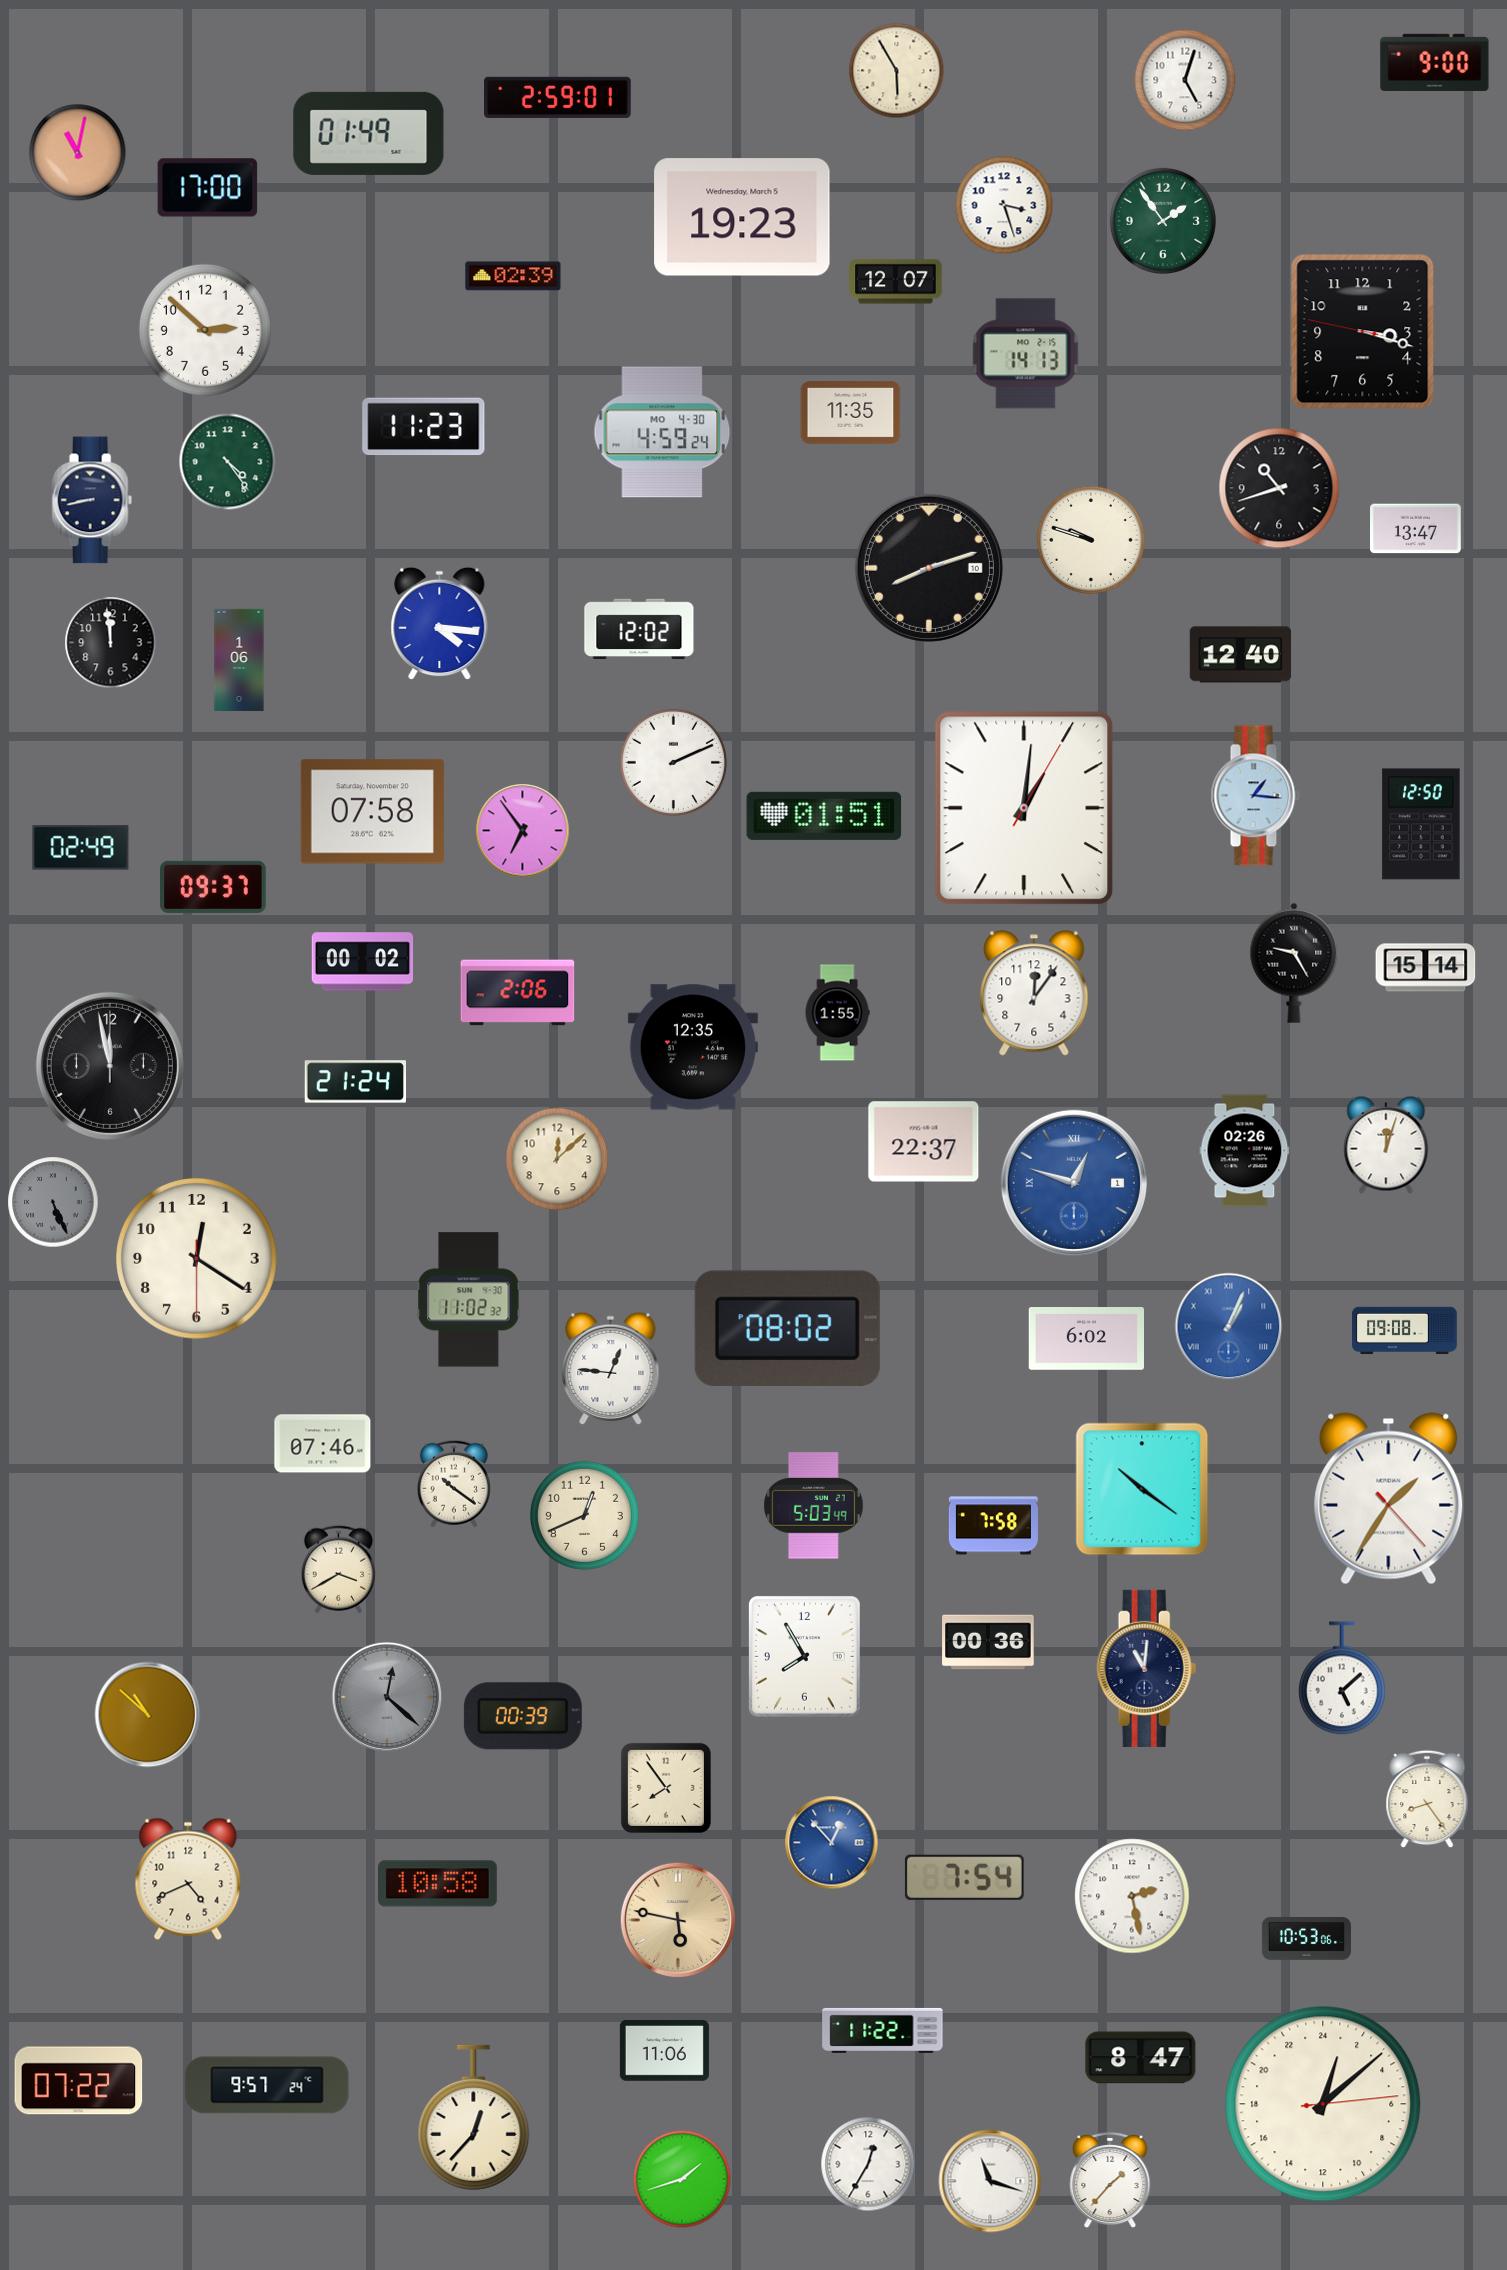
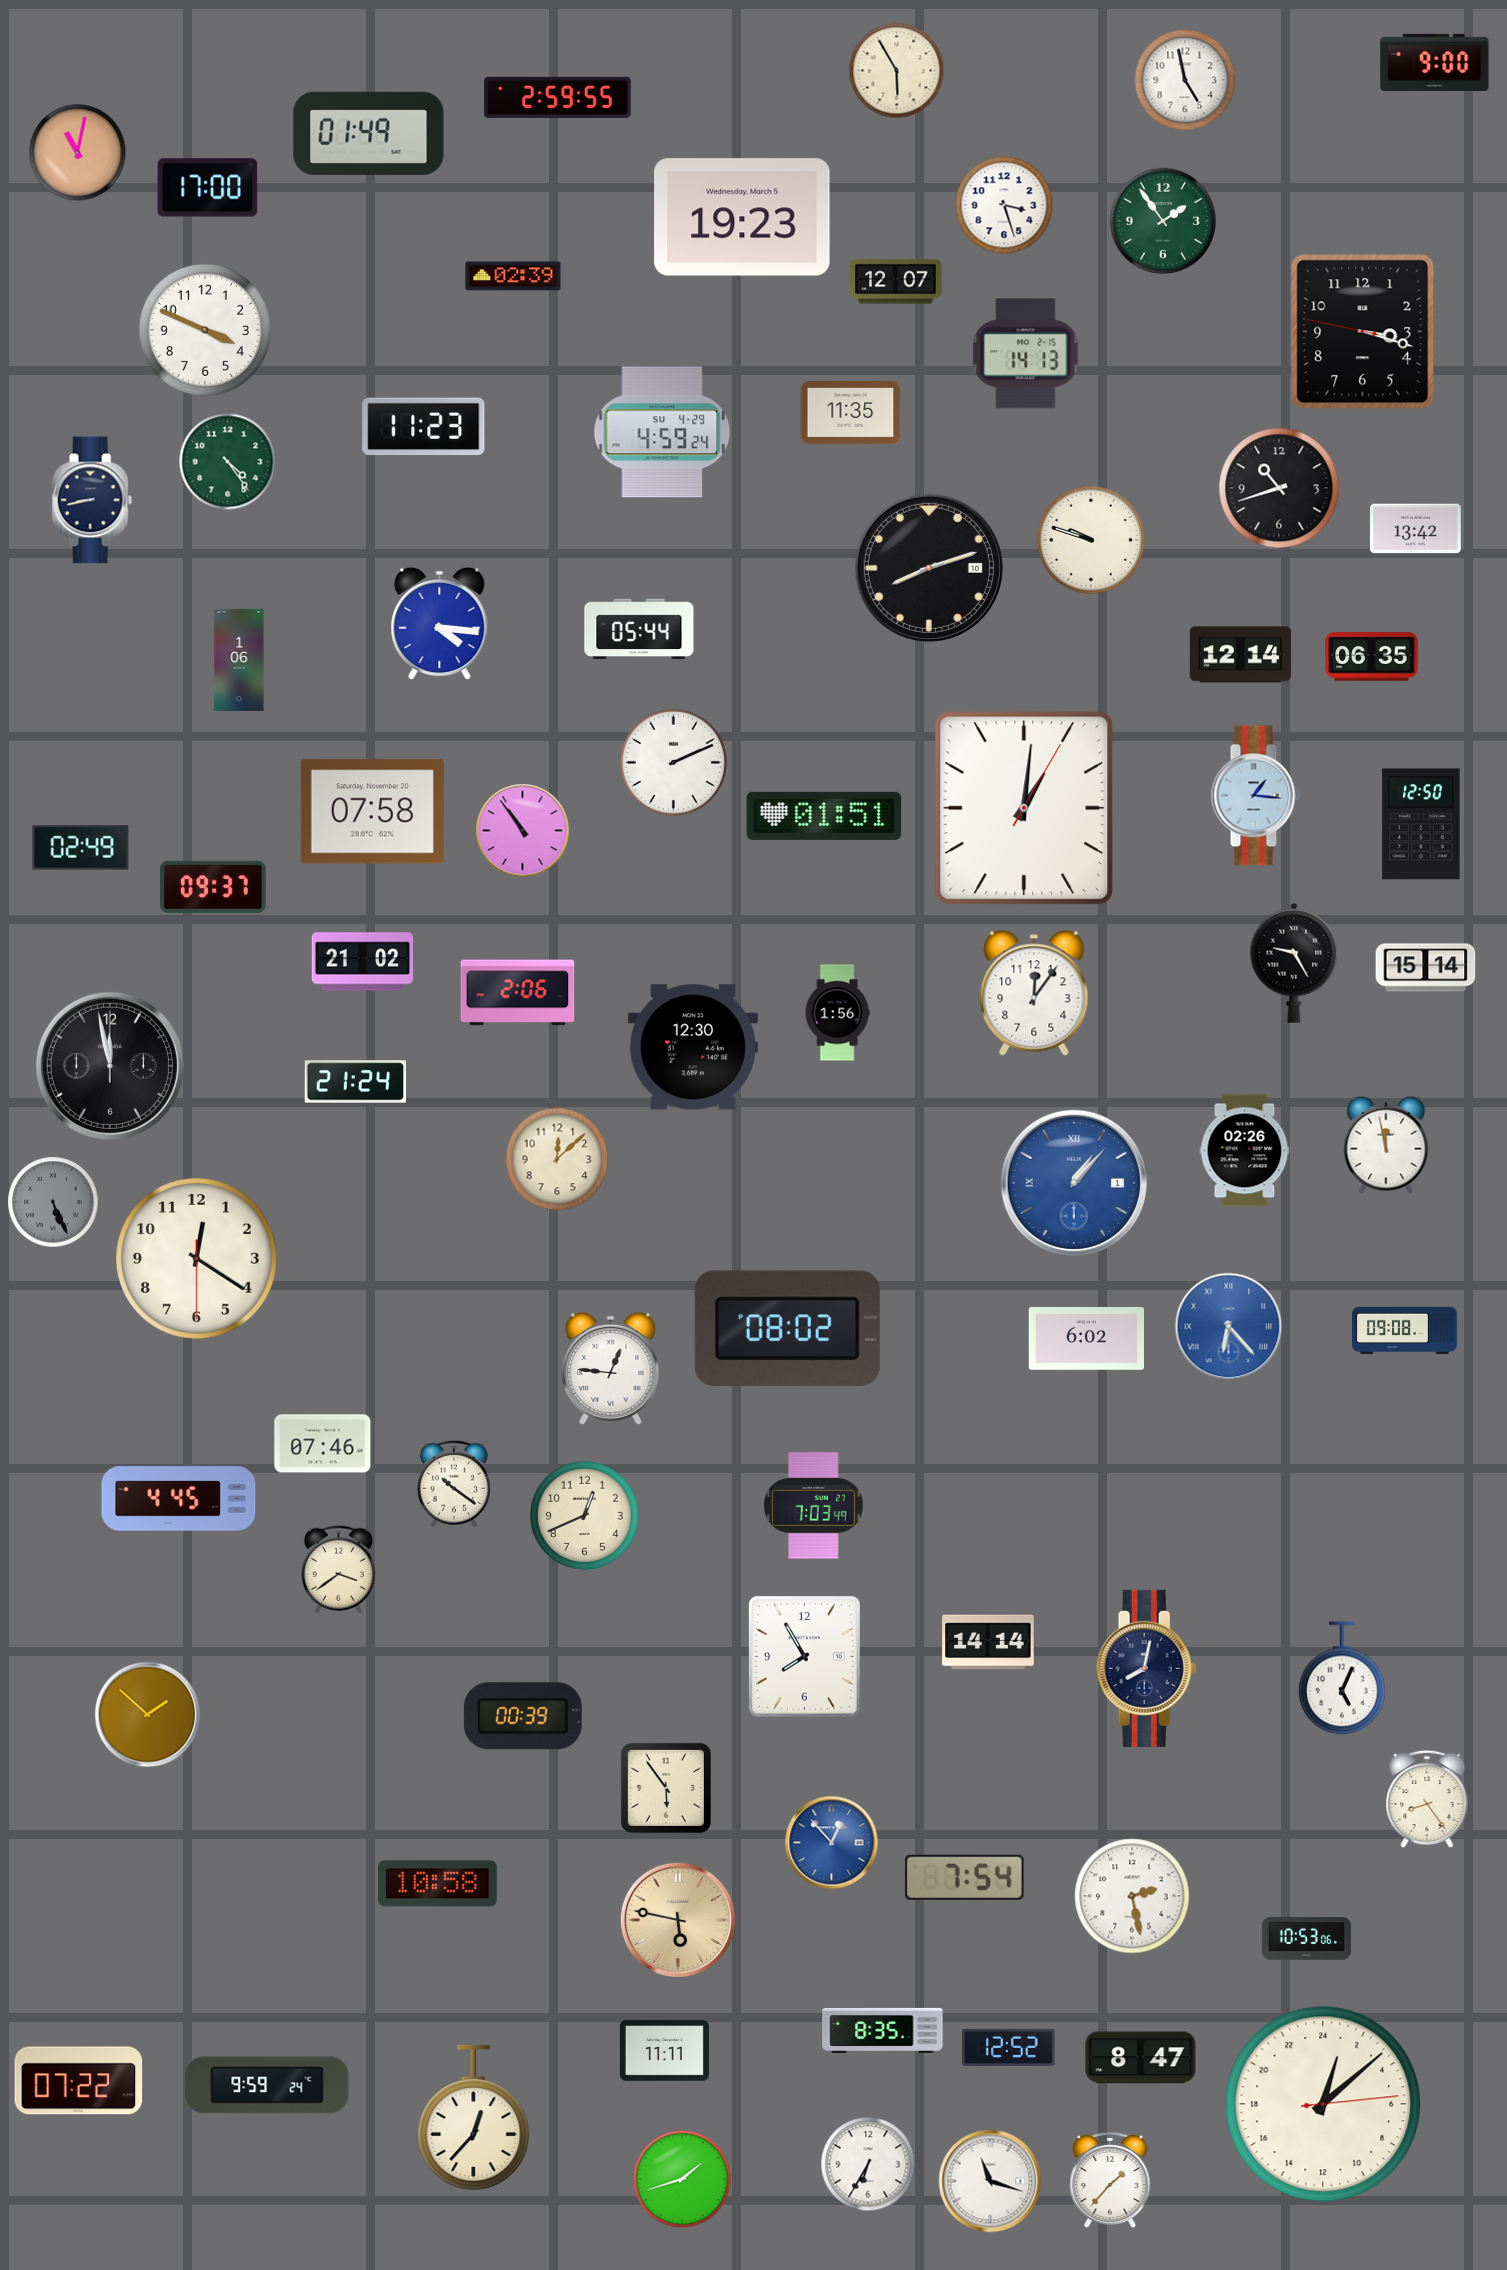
clock at (1185, 80): 5:03 -> 4:58
clock at (558, 97): 2:59:01 -> 2:59:55
clock at (205, 330): 2:52 -> 3:49
clock at (662, 432) date: MO 4-30 -> SU 4-29
clock at (1416, 529): 13:47 -> 13:42
clock at (639, 628): 12:02 -> 05:44
clock at (111, 643): 11:59 -> none
clock at (1241, 655): 12:40 -> 12:14
clock at (1372, 657): none -> 06:35
clock at (523, 831): 6:54 -> 10:54
clock at (363, 962): 00:02 -> 21:02
clock at (837, 1013): 1:55 -> 1:56
clock at (693, 1047): 12:35 -> 12:30
clock at (924, 1142): 22:37 -> none
clock at (1386, 1145): 12:03 -> 11:58
clock at (1074, 1183): 12:48 -> 1:07
clock at (469, 1300): 11:02 -> none
clock at (1229, 1327): 1:04 -> 6:23
clock at (1142, 1489): 10:21 -> none
clock at (179, 1499): none -> 4:45
clock at (1389, 1499): 1:35 -> none
clock at (813, 1506): 5:03 -> 7:03
clock at (993, 1526): 7:58 -> none
clock at (338, 1570): 3:40 -> 3:39
clock at (988, 1642): 00:36 -> 14:14
clock at (1147, 1668): 11:01 -> 8:02
clock at (1342, 1678): 5:08 -> 5:04
clock at (387, 1697): 12:22 -> none
clock at (148, 1715): 10:52 -> 1:52
clock at (666, 1788): 7:54 -> 5:54
clock at (188, 1879): 4:41 -> none
clock at (883, 2030): 11:22 -> 8:35
clock at (1009, 2047): none -> 12:52
clock at (664, 2051): 11:06 -> 11:11
clock at (267, 2085): 9:57 -> 9:59
clock at (868, 2164): 12:35 -> 6:35
